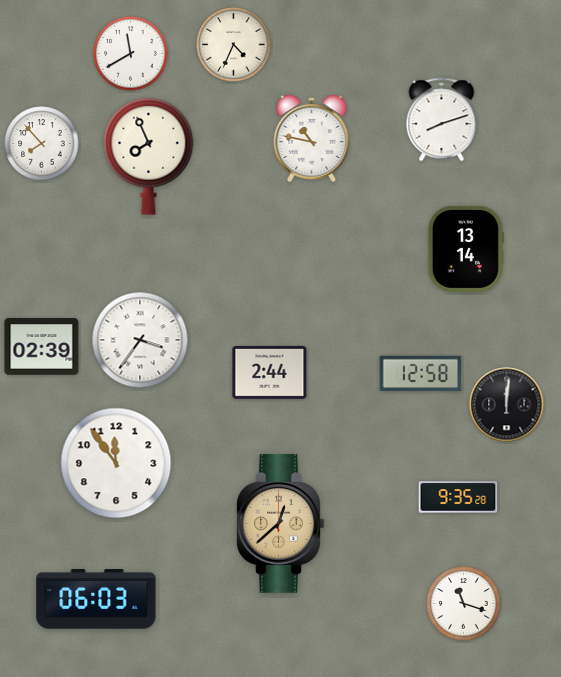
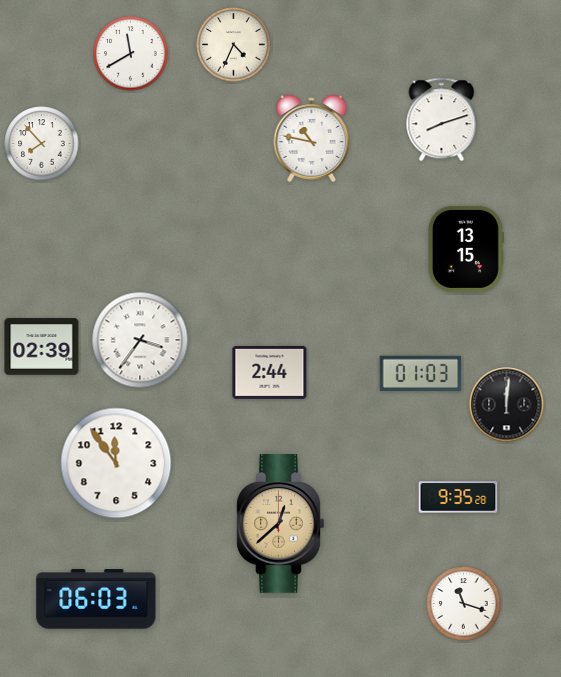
clock at (149, 156): 7:56 -> none
clock at (466, 249): 13:14 -> 13:15
clock at (421, 373): 12:58 -> 01:03
